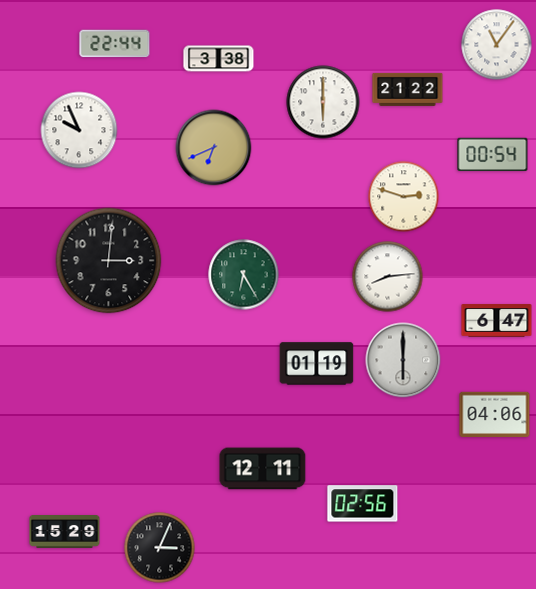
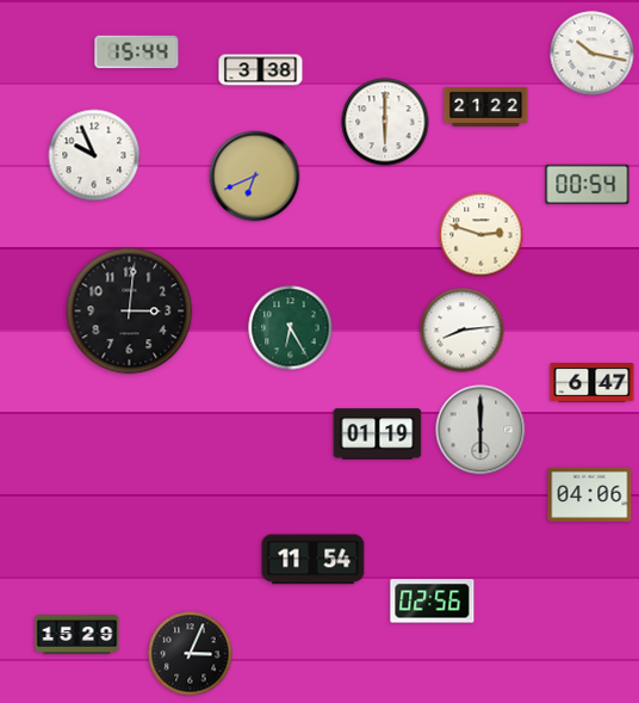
clock at (115, 44): 22:44 -> 15:44
clock at (497, 45): 11:06 -> 10:17
clock at (263, 469): 12:11 -> 11:54
